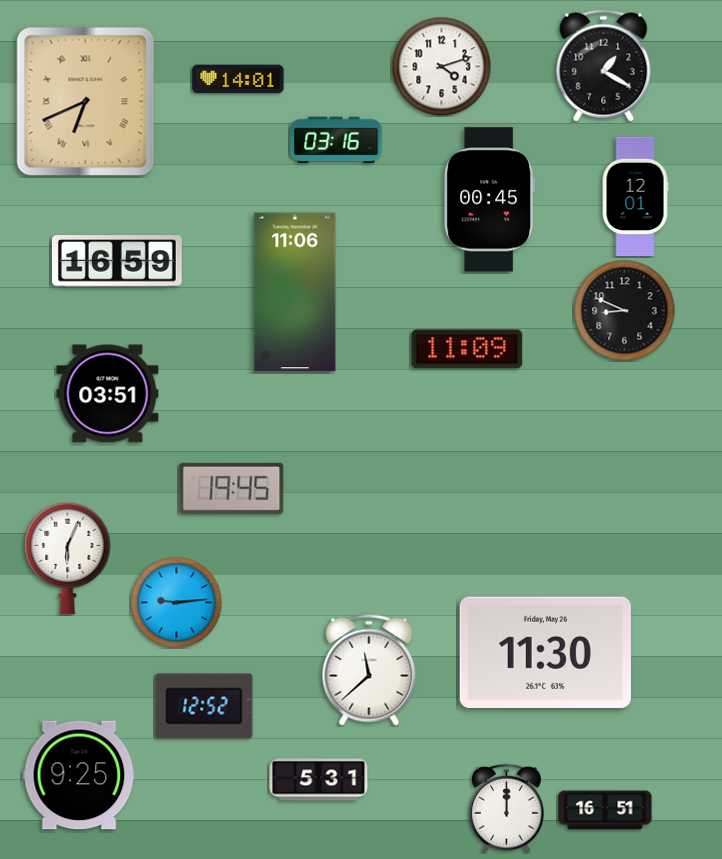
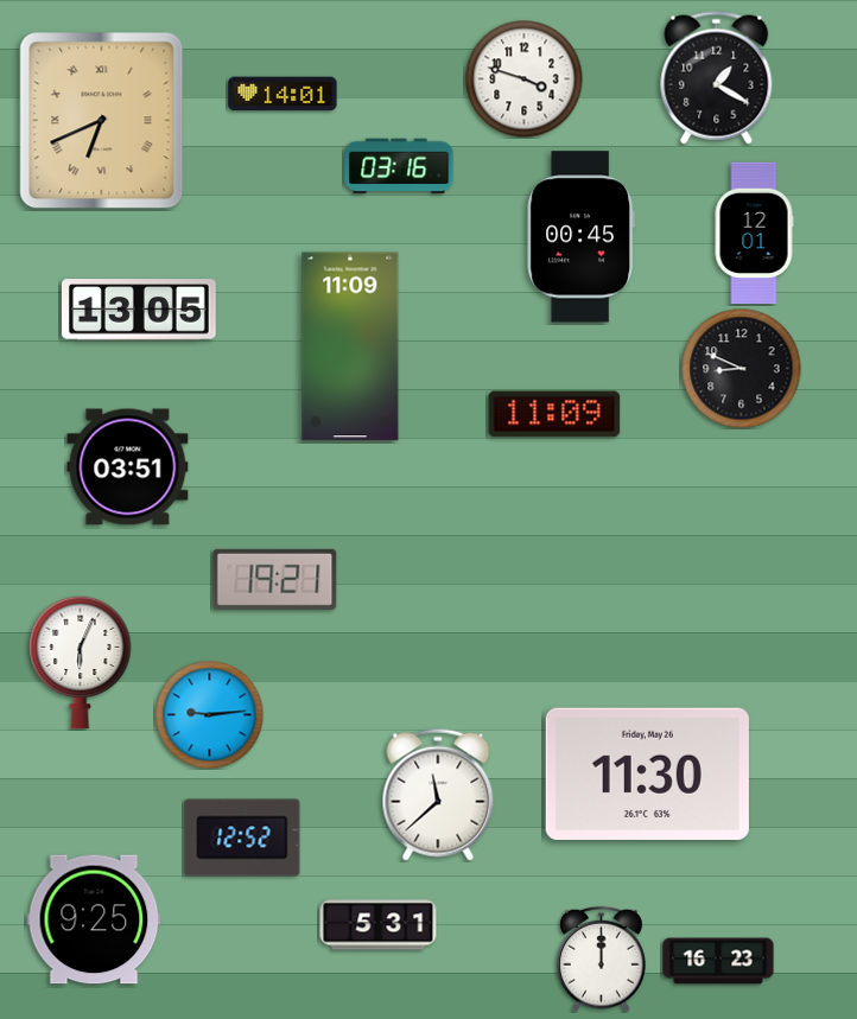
clock at (442, 67): 4:12 -> 3:48
clock at (117, 261): 16:59 -> 13:05
clock at (295, 292): 11:06 -> 11:09
clock at (232, 488): 19:45 -> 19:21
clock at (605, 810): 16:51 -> 16:23
